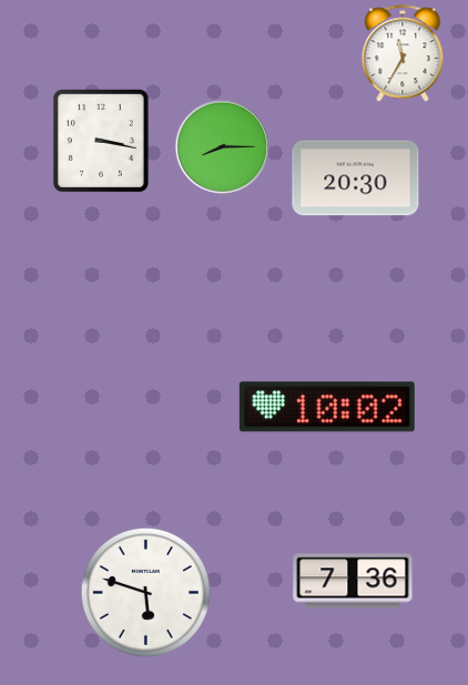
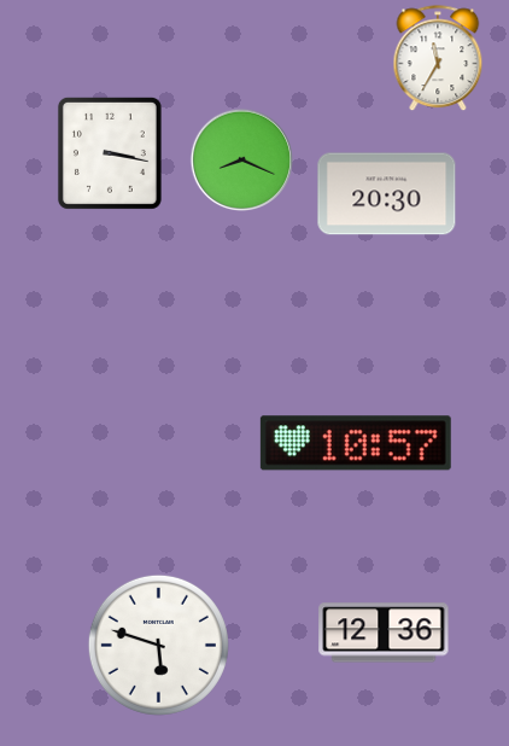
clock at (223, 147): 8:15 -> 8:19
clock at (327, 407): 10:02 -> 10:57
clock at (353, 581): 7:36 -> 12:36
